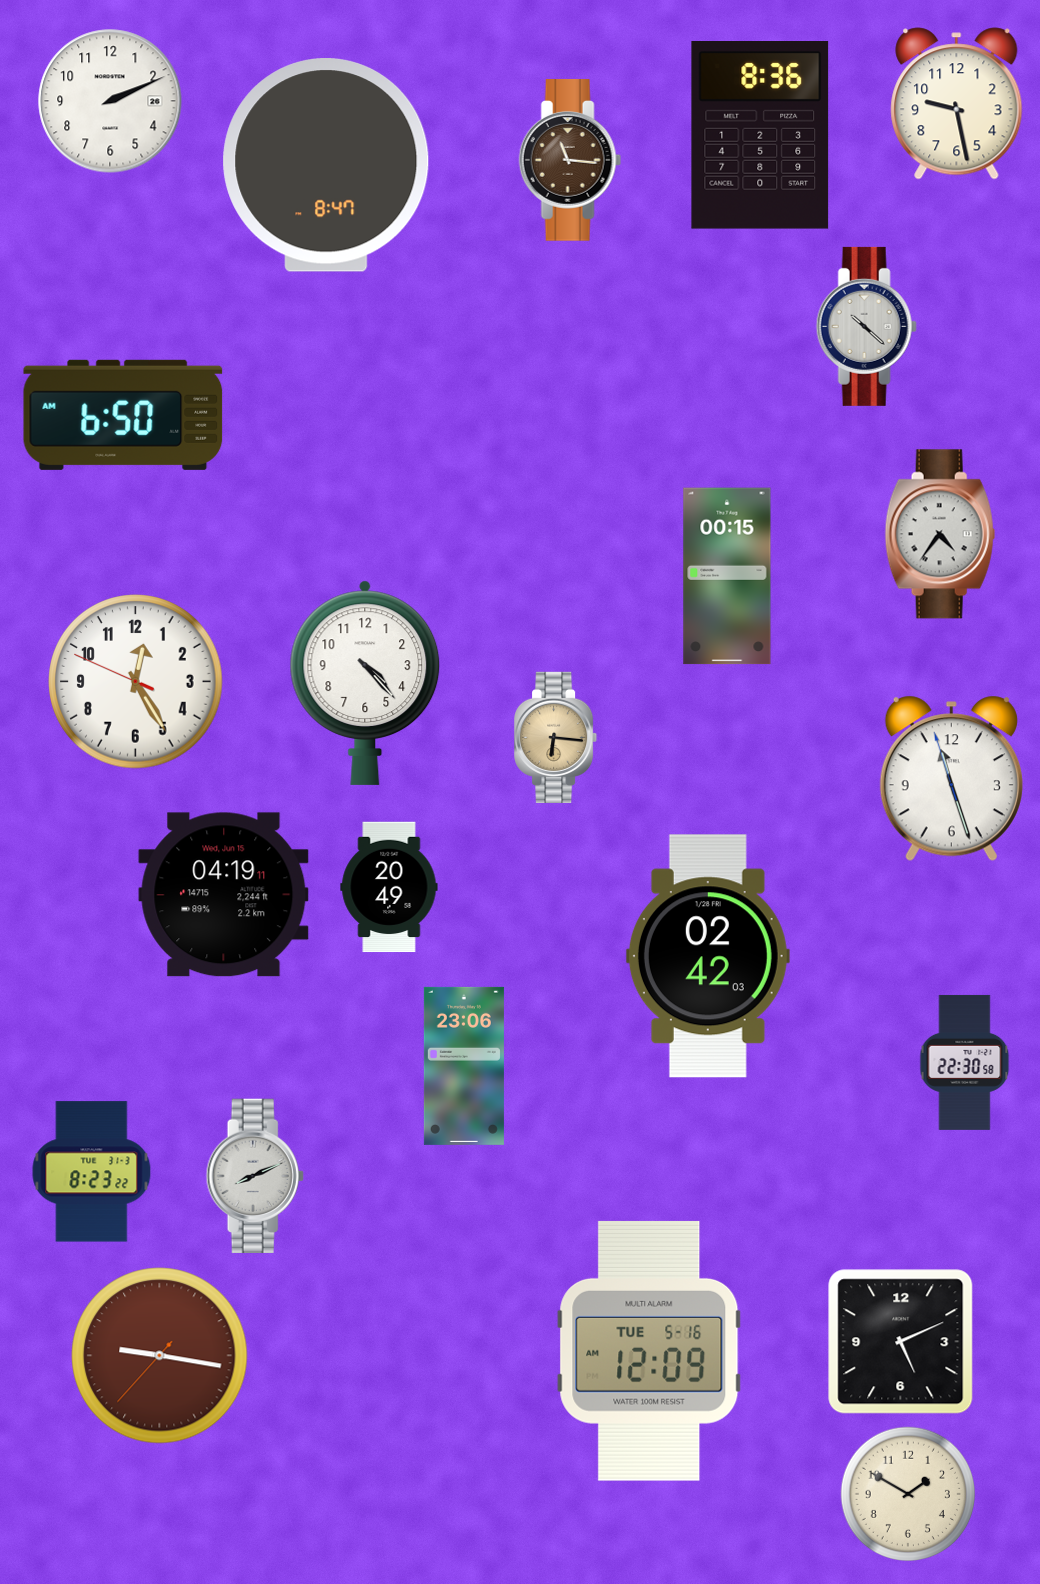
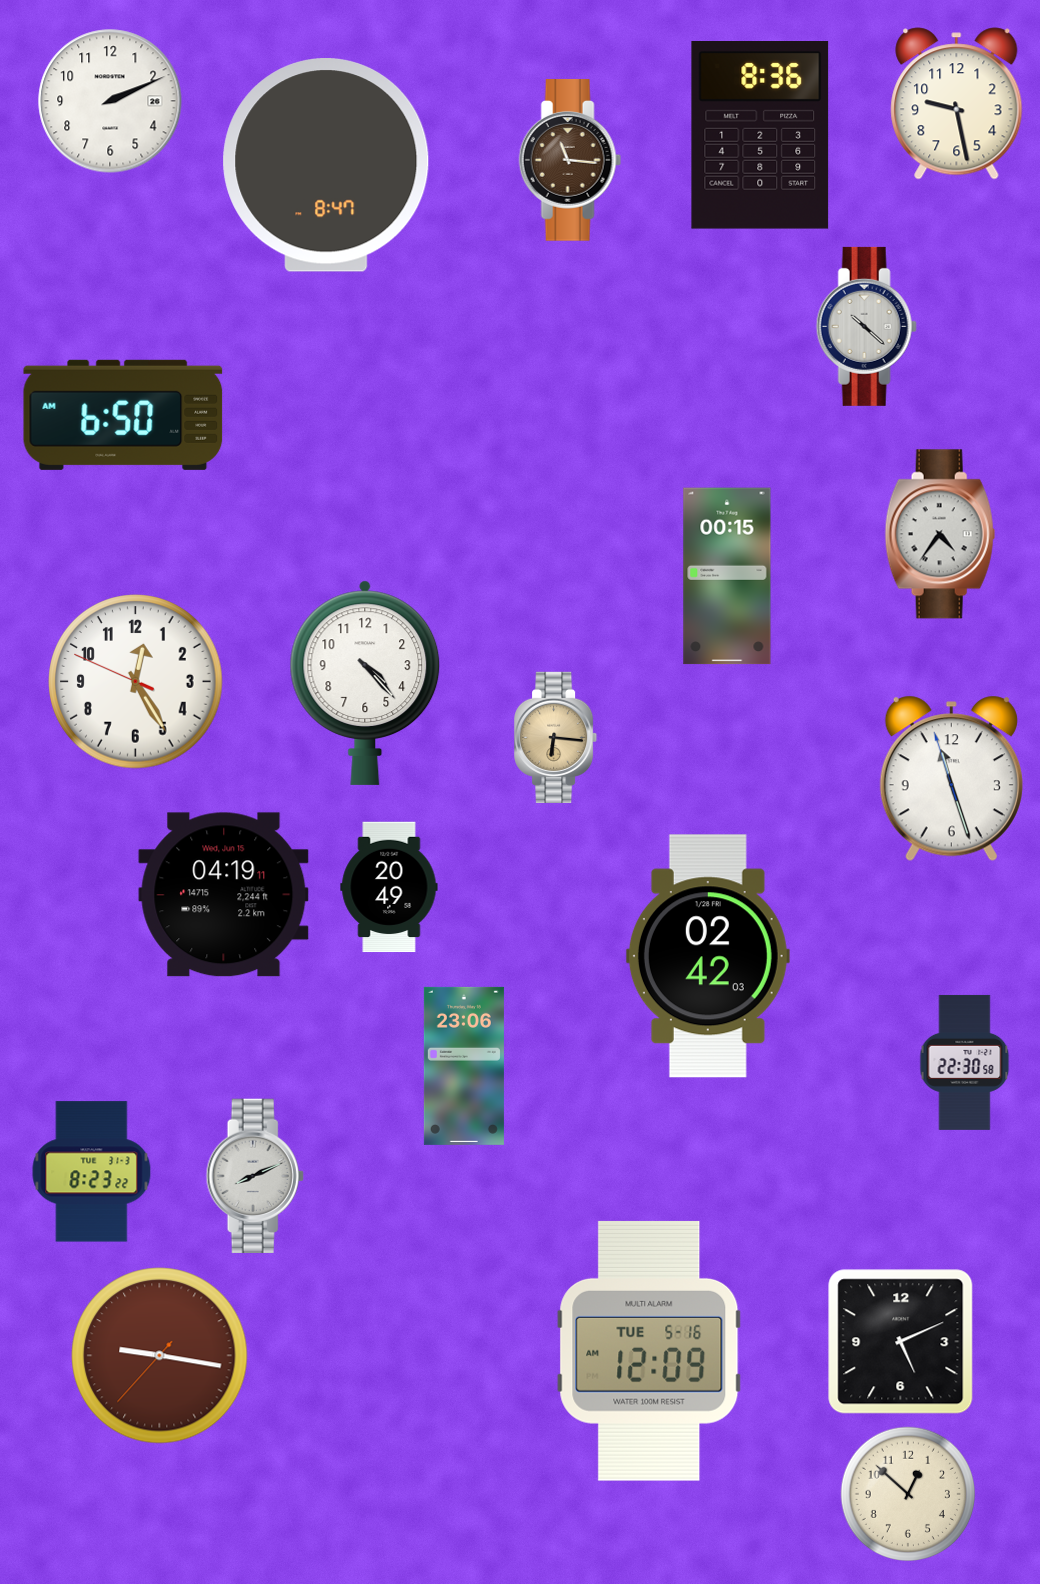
clock at (907, 1493): 1:50 -> 12:52
